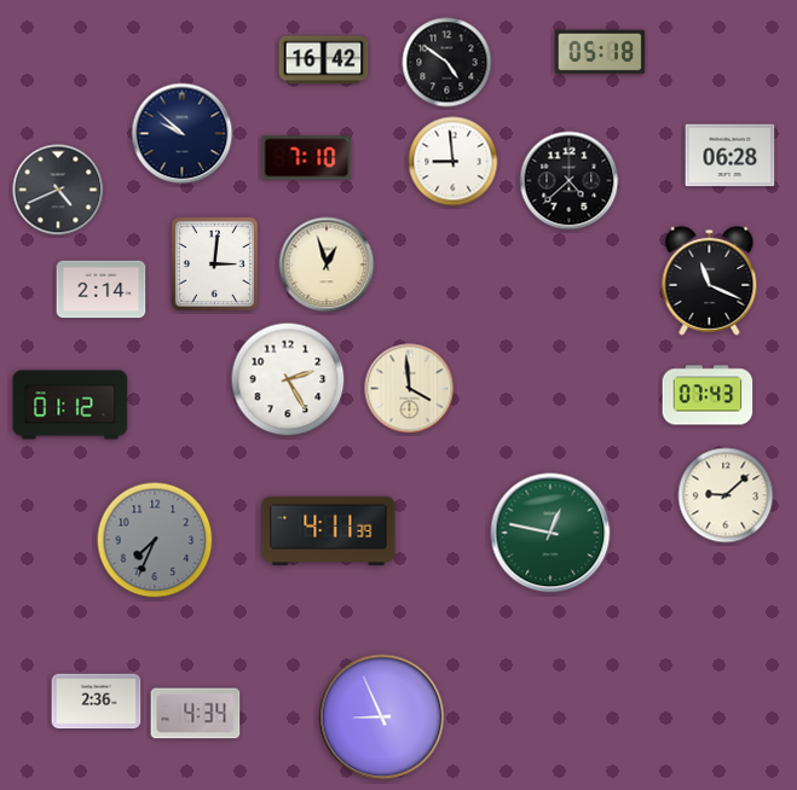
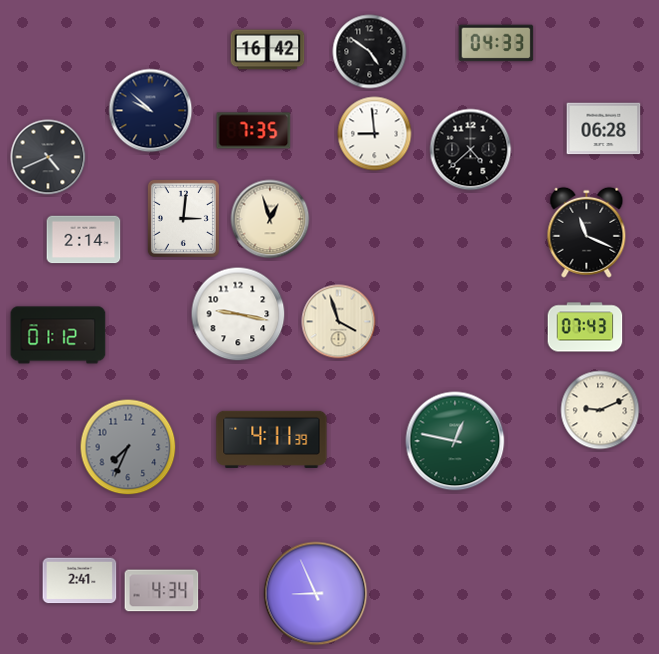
clock at (600, 52): 05:18 -> 04:33
clock at (307, 158): 7:10 -> 7:35
clock at (214, 263) position: (214, 263) -> (183, 218)
clock at (288, 379): 2:25 -> 9:17
clock at (410, 389): 3:59 -> 3:57
clock at (726, 495): 9:08 -> 9:11
clock at (97, 702): 2:36 -> 2:41
